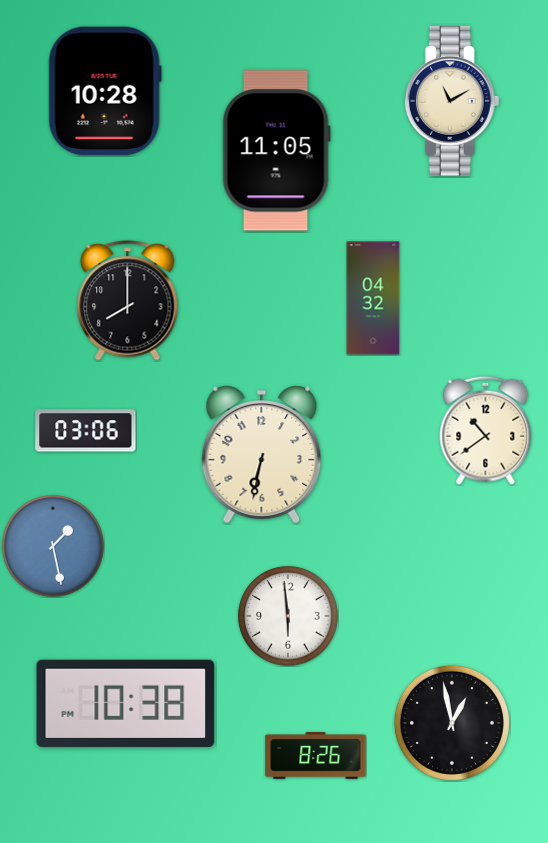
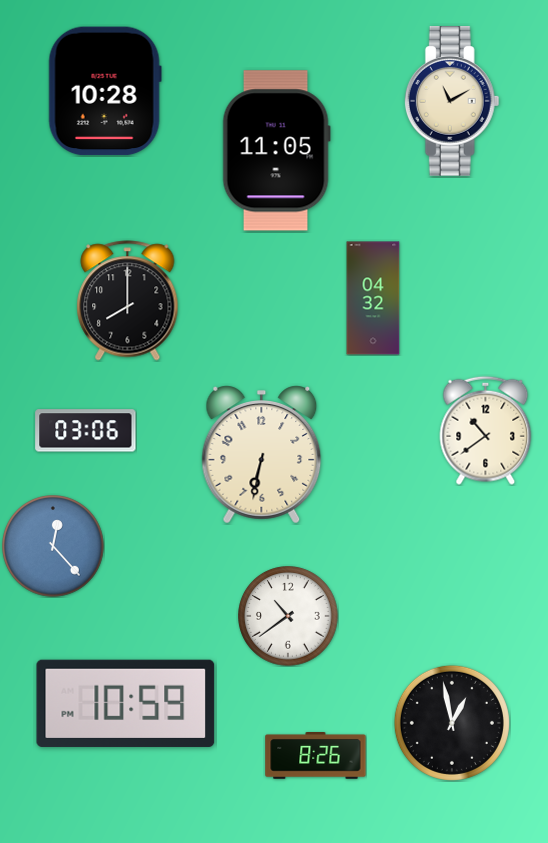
clock at (53, 546): 1:28 -> 12:23
clock at (288, 616): 5:59 -> 10:39
clock at (126, 703): 10:38 -> 10:59
